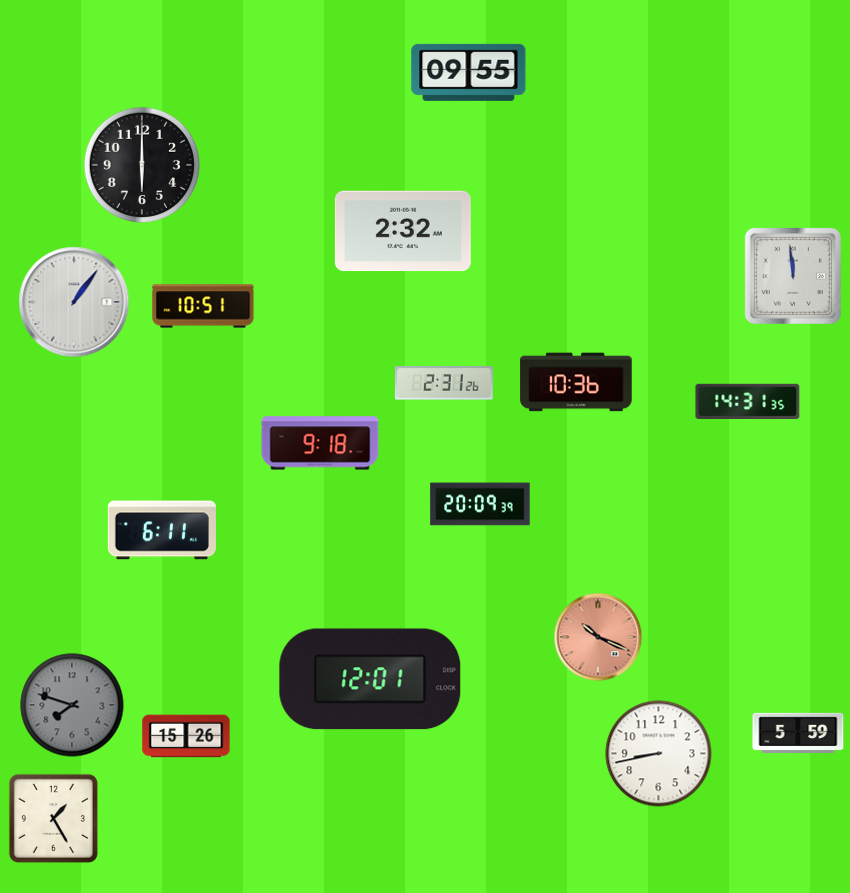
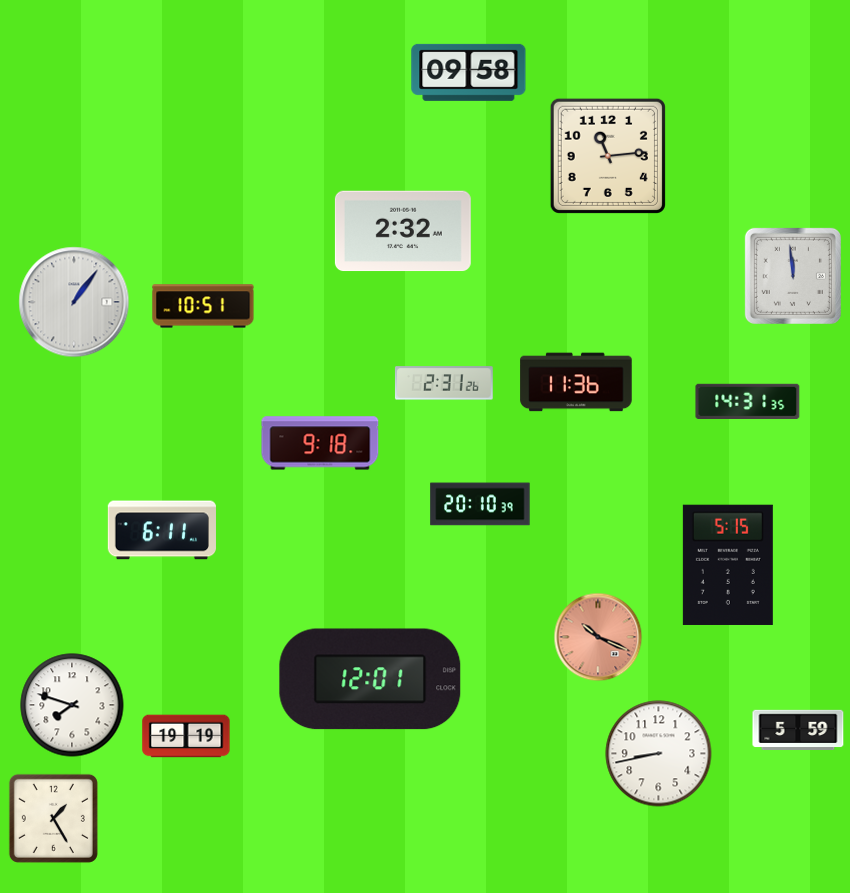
clock at (469, 72): 09:55 -> 09:58
clock at (608, 156): none -> 11:14
clock at (141, 164): 6:00 -> none
clock at (576, 382): 10:36 -> 11:36
clock at (480, 504): 20:09 -> 20:10
clock at (728, 565): none -> 5:15
clock at (72, 705) dial: grey -> white
clock at (798, 732) position: (798, 732) -> (798, 729)
clock at (186, 736): 15:26 -> 19:19
